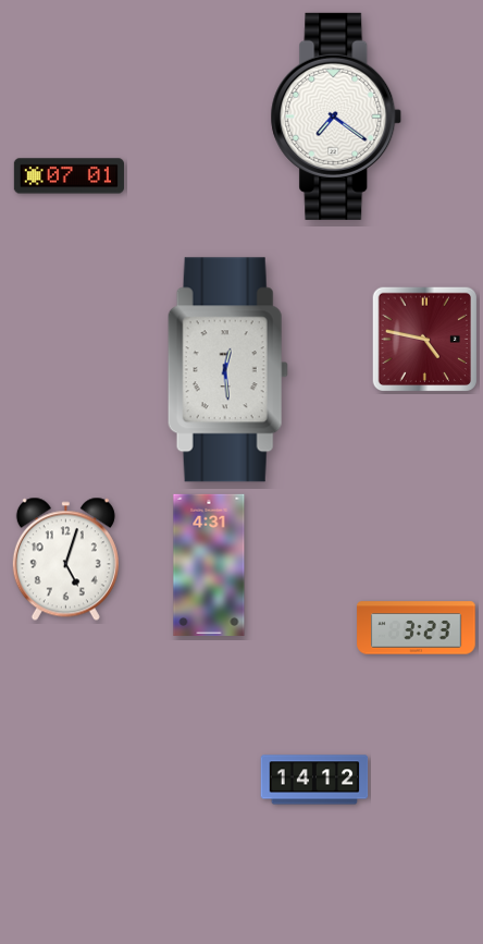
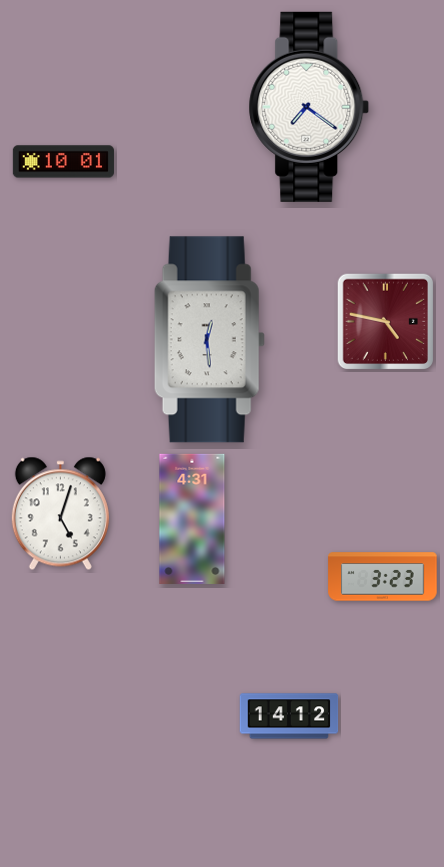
clock at (69, 176): 07:01 -> 10:01
clock at (424, 339) position: (424, 339) -> (385, 321)
